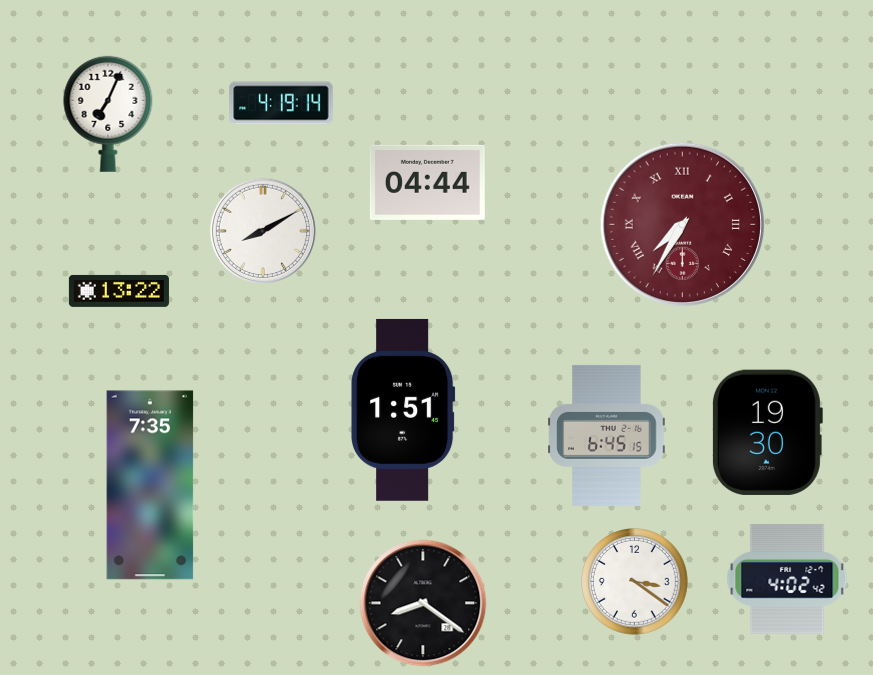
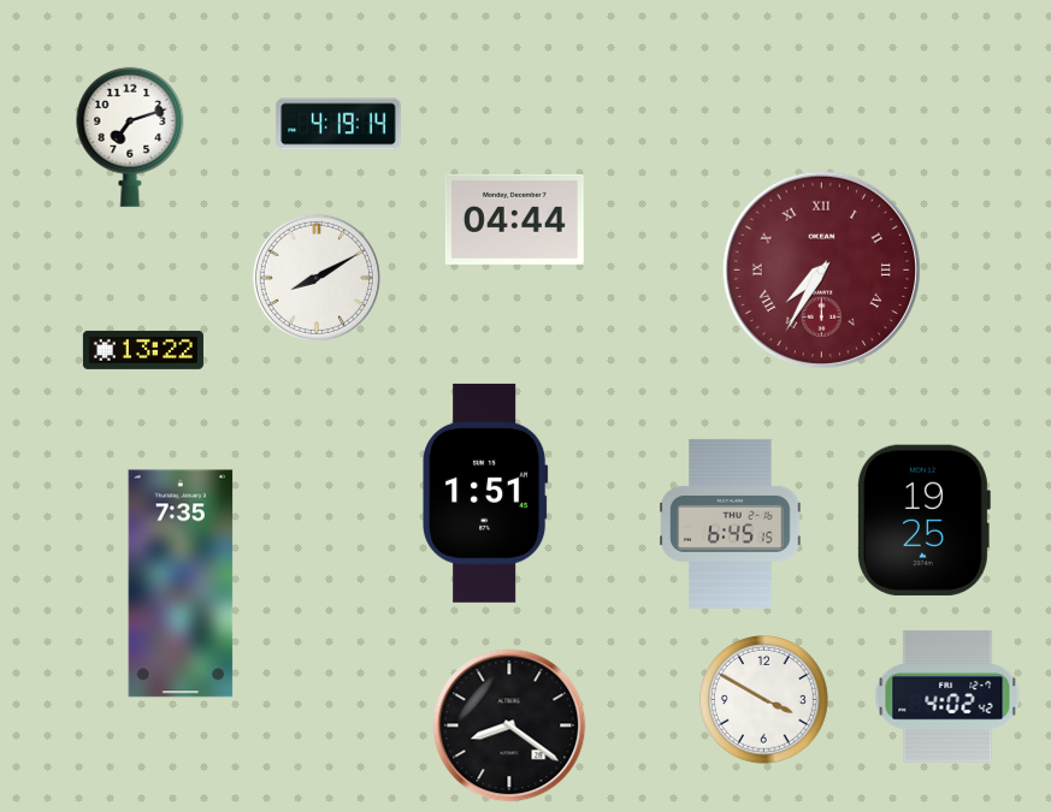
clock at (108, 114): 7:04 -> 7:12
clock at (767, 432): 19:30 -> 19:25
clock at (635, 582): 3:21 -> 3:50
